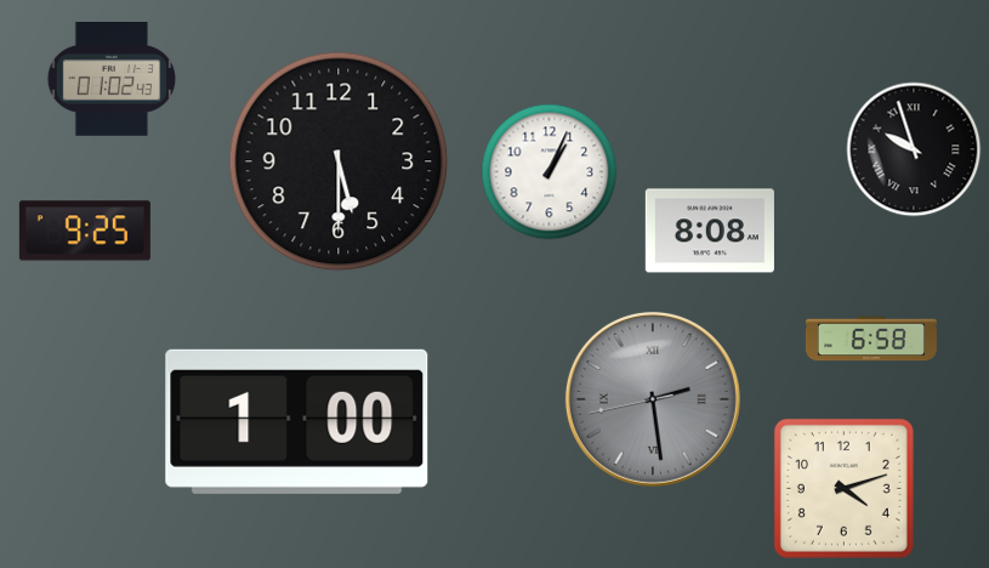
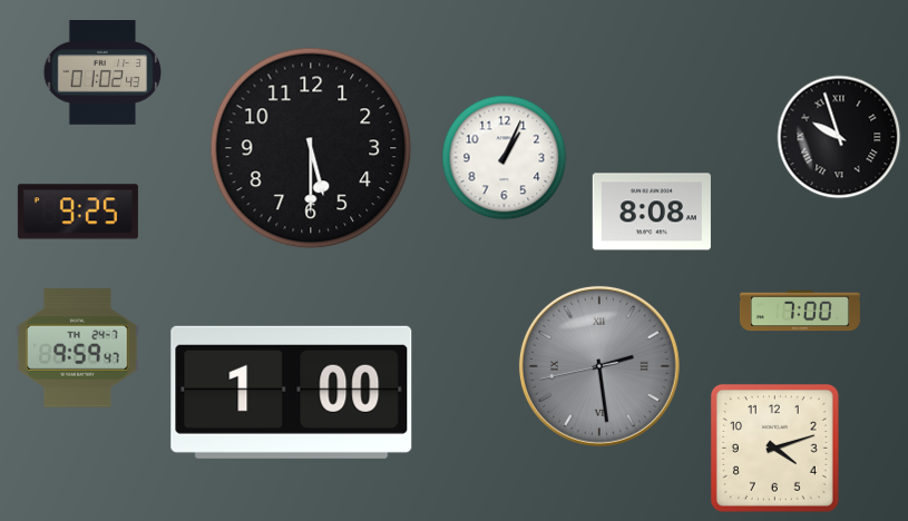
clock at (871, 339): 6:58 -> 7:00
clock at (77, 348): none -> 9:59
clock at (297, 421) position: (297, 421) -> (292, 392)
